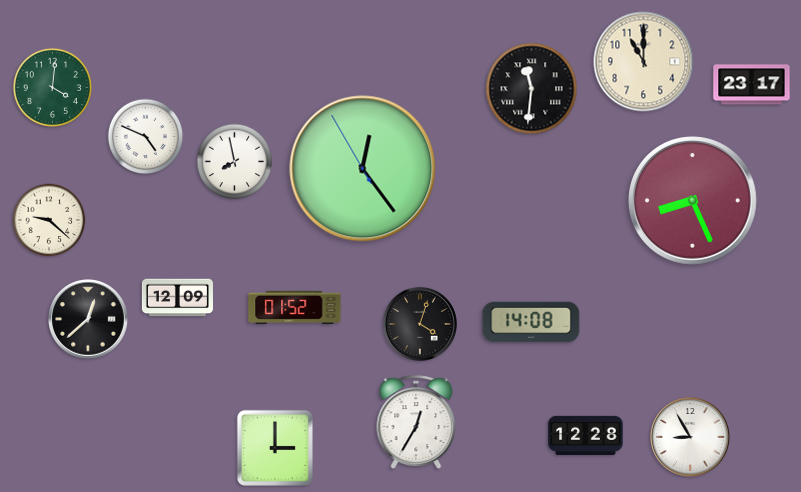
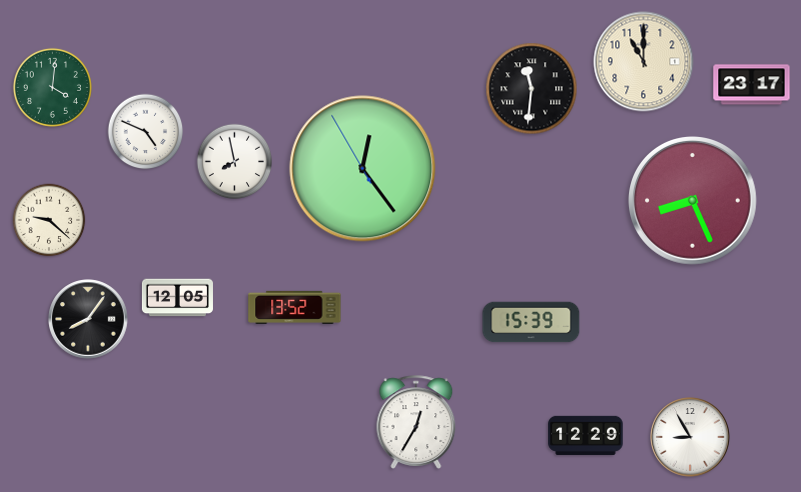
clock at (146, 137) position: (146, 137) -> (146, 132)
clock at (177, 298): 12:09 -> 12:05
clock at (295, 307): 01:52 -> 13:52
clock at (88, 319): 12:38 -> 8:06
clock at (531, 322): 14:08 -> 15:39
clock at (420, 324): 4:03 -> none
clock at (586, 435): 12:28 -> 12:29
clock at (274, 447): 3:00 -> none
